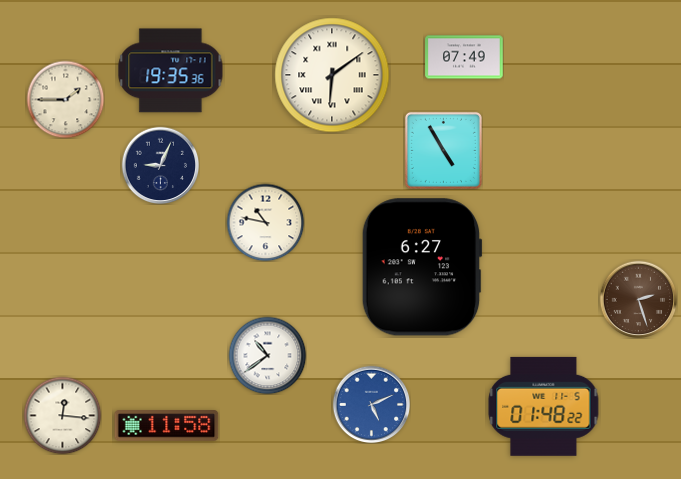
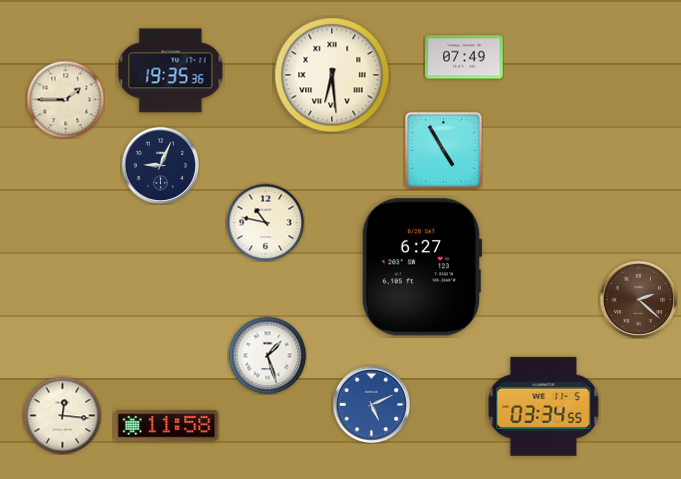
clock at (332, 75): 6:09 -> 6:29
clock at (638, 299): 2:27 -> 2:22
clock at (267, 355): 10:39 -> 1:27
clock at (544, 406): 01:48 -> 03:34
